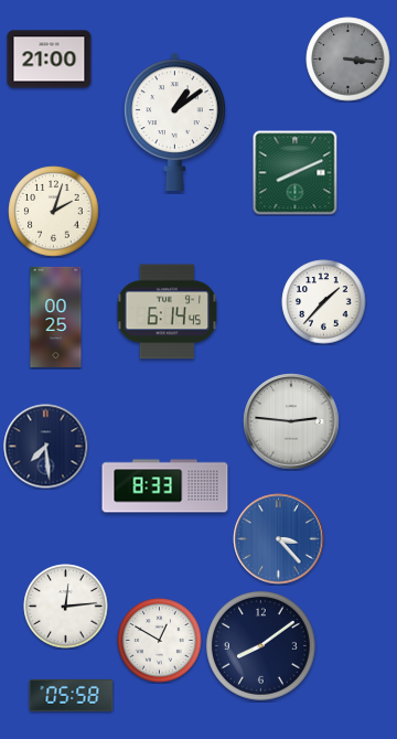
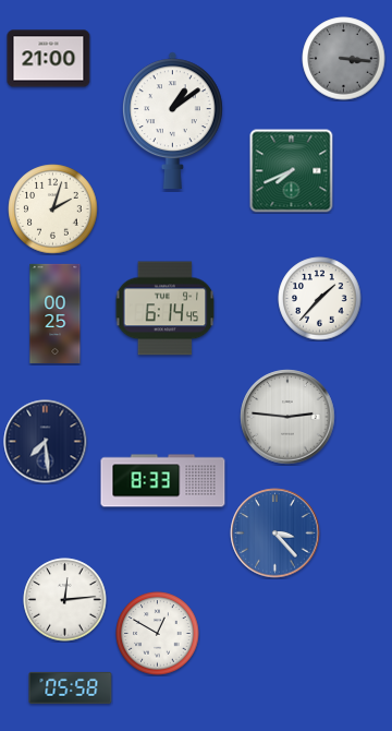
clock at (296, 173): 8:11 -> 7:41
clock at (260, 645): 8:09 -> none
